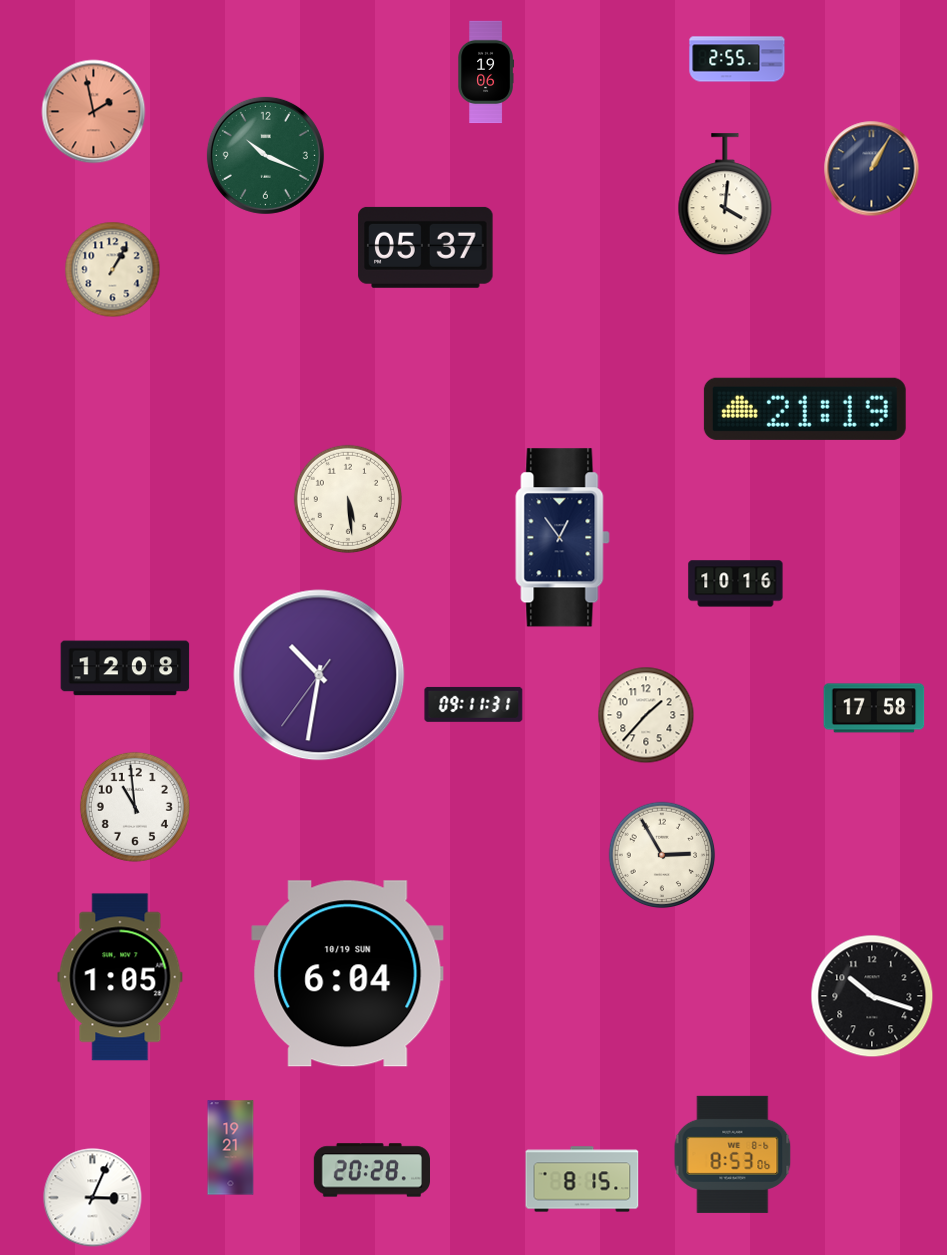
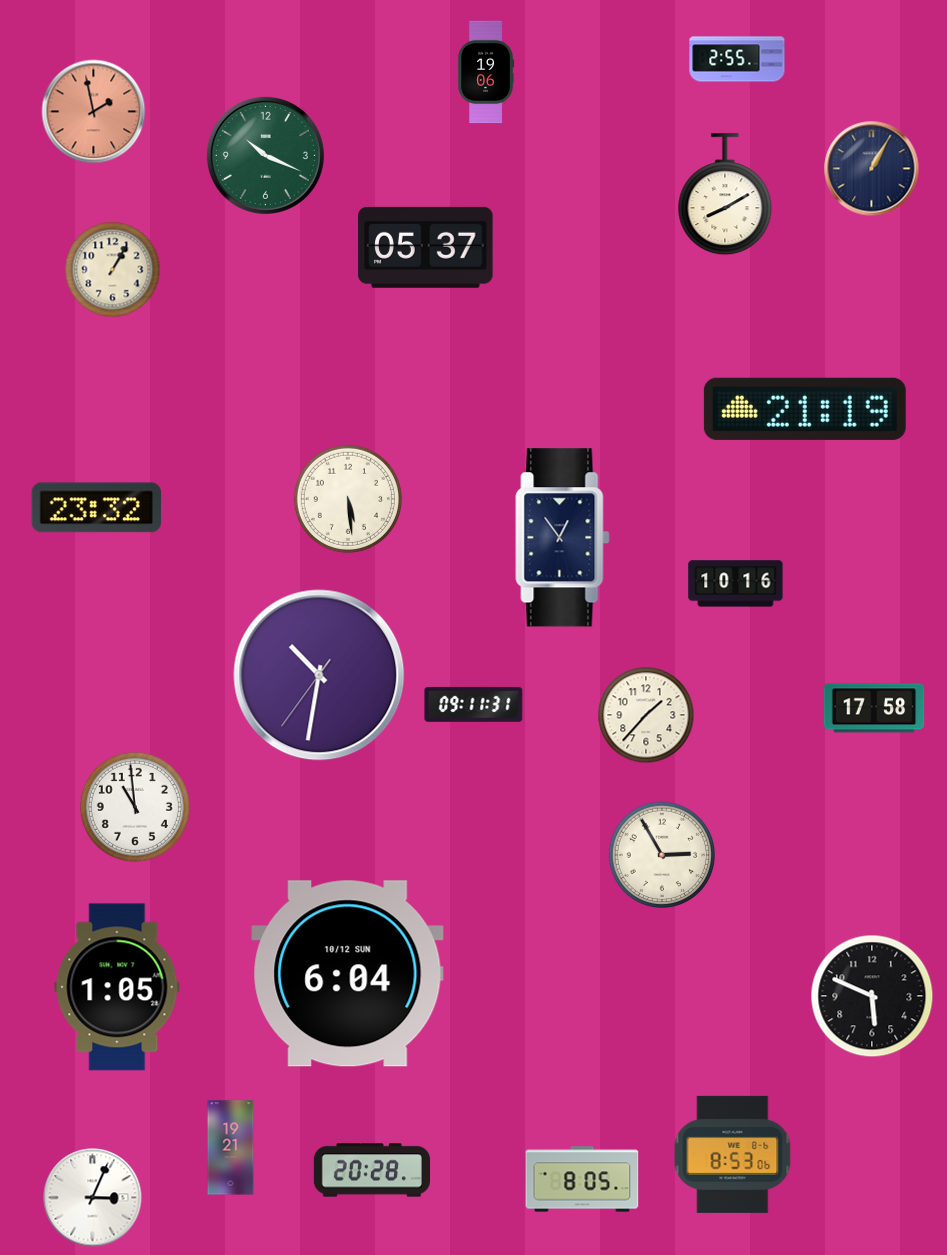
clock at (725, 195): 4:01 -> 8:10
clock at (96, 508): none -> 23:32
clock at (125, 668): 12:08 -> none
clock at (348, 974) date: 10/19 SUN -> 10/12 SUN
clock at (120, 977) position: (120, 977) -> (117, 987)
clock at (872, 996): 10:18 -> 5:49
clock at (582, 1179): 8:15 -> 8:05
